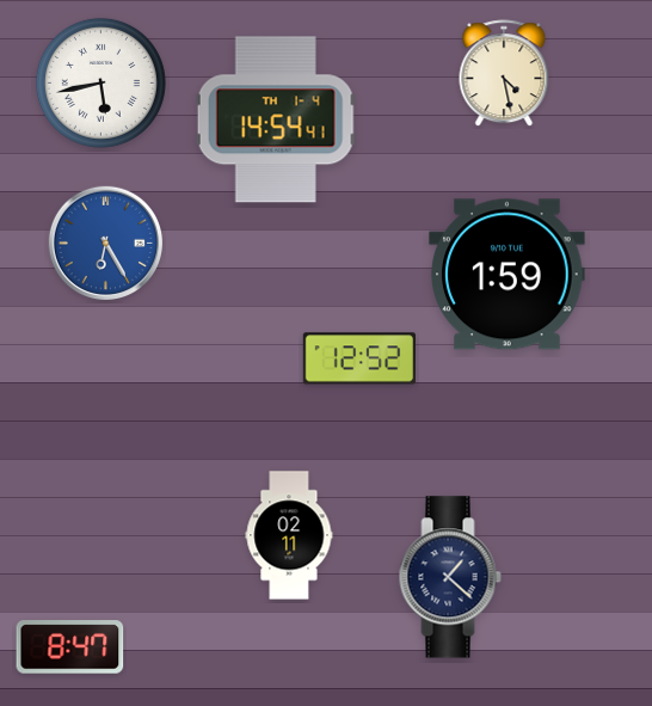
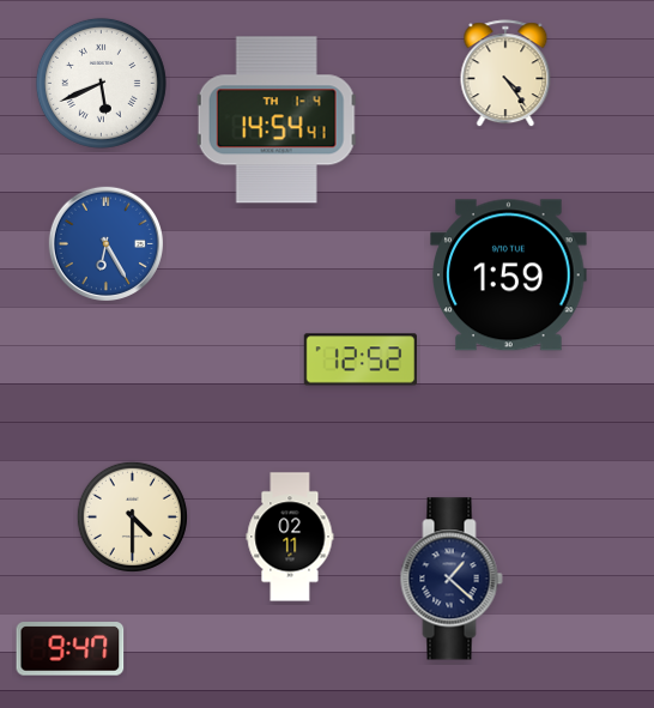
clock at (504, 74): 4:28 -> 4:24
clock at (100, 82): 5:43 -> 5:41
clock at (132, 516): none -> 4:30
clock at (70, 647): 8:47 -> 9:47
